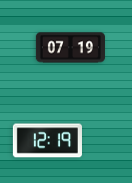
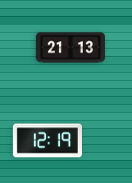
clock at (70, 48): 07:19 -> 21:13
